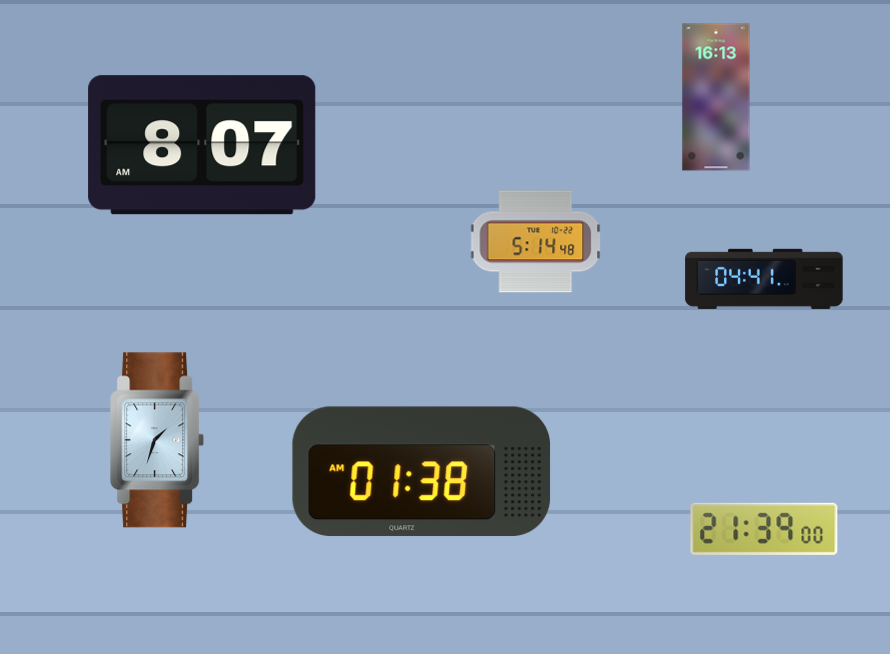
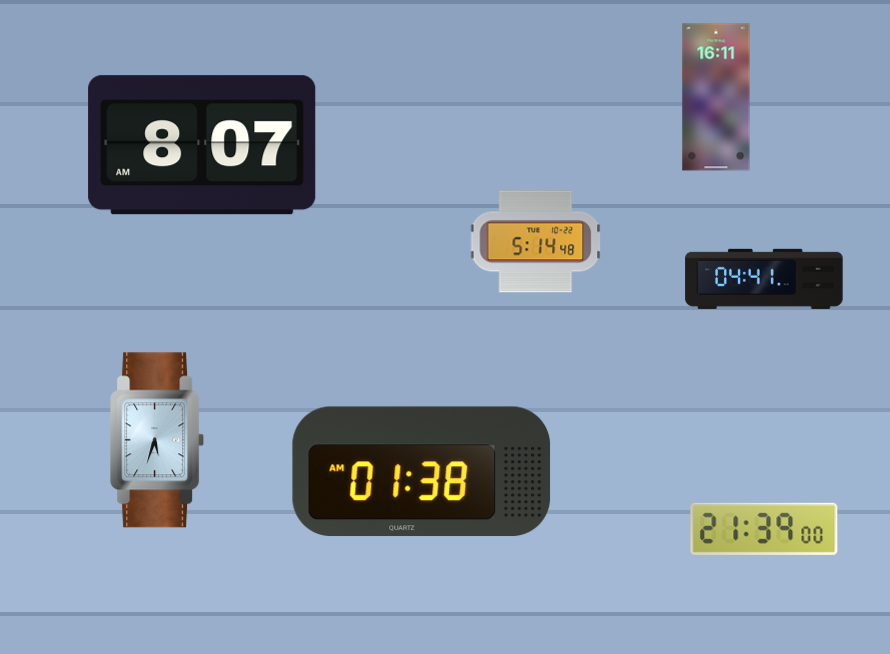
clock at (716, 97): 16:13 -> 16:11
clock at (158, 440): 1:33 -> 5:33
